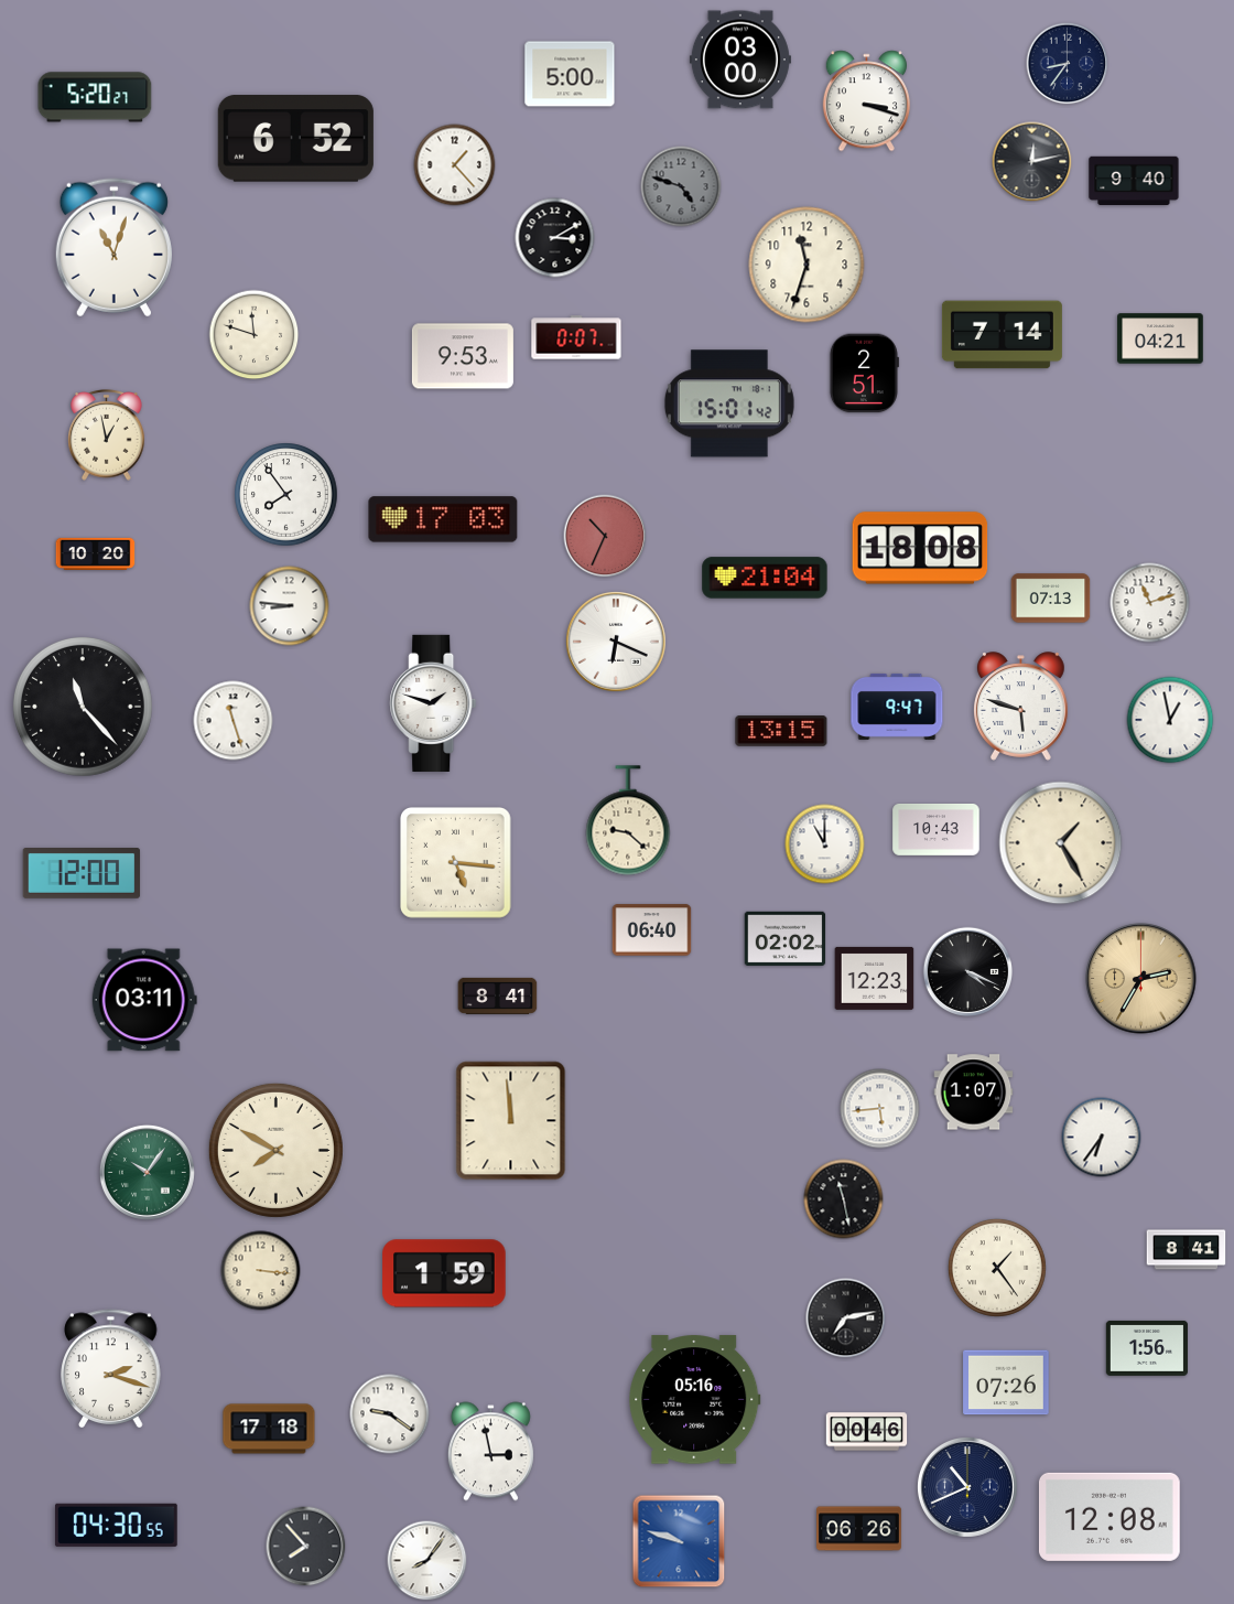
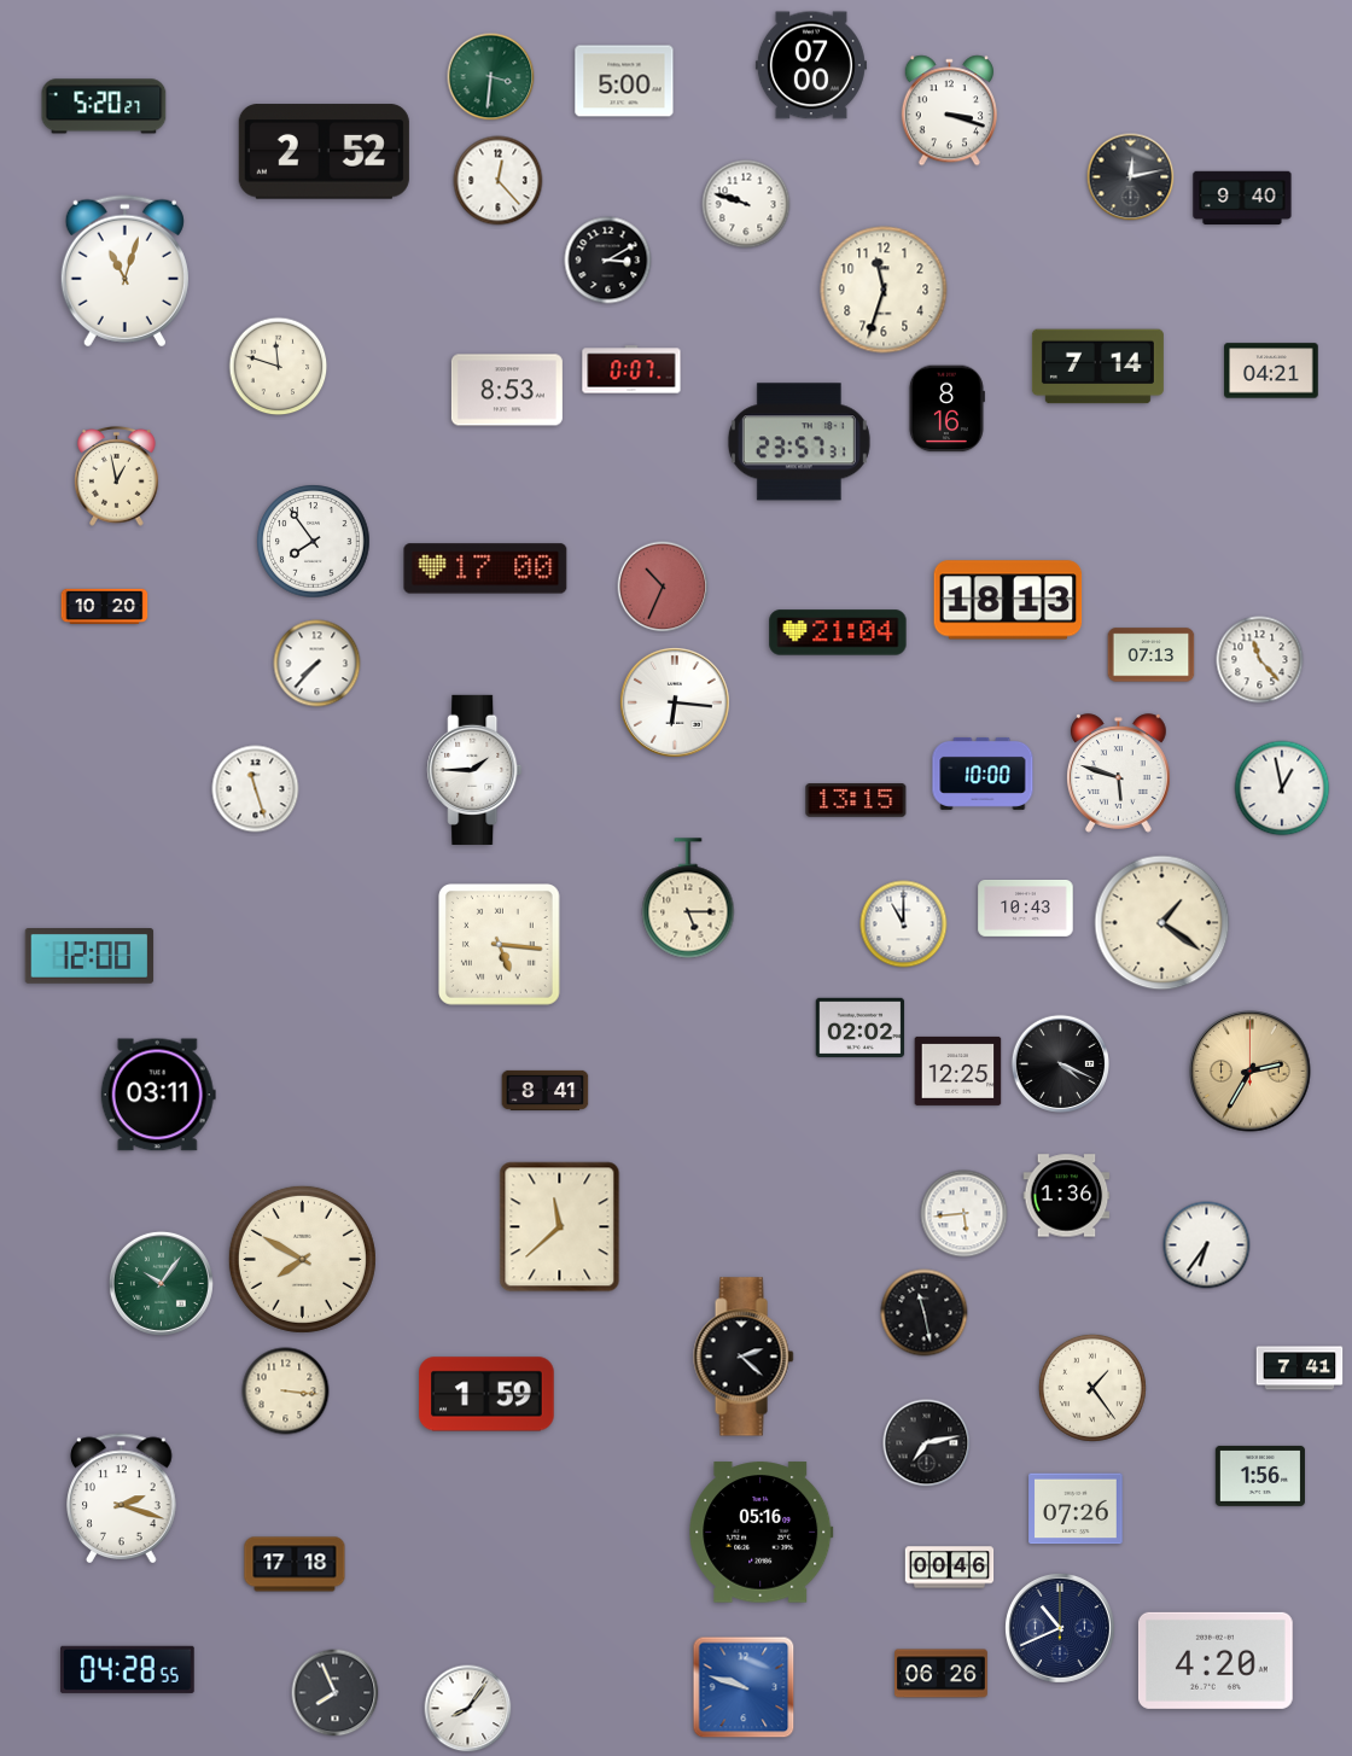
clock at (740, 60): 03:00 -> 07:00
clock at (1068, 64): 8:36 -> none
clock at (491, 77): none -> 3:31
clock at (295, 139): 6:52 -> 2:52
clock at (455, 165): 1:23 -> 12:23
clock at (681, 186): 4:48 -> 9:48
clock at (681, 186) dial: grey -> white
clock at (463, 356): 9:53 -> 8:53
clock at (864, 374): 2:51 -> 8:16
clock at (729, 403): 15:01 -> 23:57
clock at (443, 519): 17:03 -> 17:00
clock at (920, 548): 18:08 -> 18:13
clock at (1150, 603): 11:12 -> 11:23
clock at (290, 606): 8:46 -> 7:37
clock at (616, 642): 6:19 -> 6:16
clock at (433, 703): 1:48 -> 1:45
clock at (83, 707): 11:23 -> none
clock at (897, 707): 9:47 -> 10:00
clock at (628, 820): 9:22 -> 5:15
clock at (1061, 843): 1:25 -> 1:21
clock at (652, 930): 06:40 -> none
clock at (875, 978): 12:23 -> 12:25
clock at (974, 1092): 1:07 -> 1:36
clock at (511, 1121): 11:59 -> 11:38
clock at (744, 1357): none -> 2:22
clock at (1187, 1250): 8:41 -> 7:41
clock at (1147, 1348) position: (1147, 1348) -> (1260, 1476)
clock at (1006, 1382) position: (1006, 1382) -> (1076, 1509)
clock at (390, 1414): 9:21 -> none
clock at (490, 1452): 2:58 -> none
clock at (1109, 1517): 12:08 -> 4:20
clock at (116, 1525): 04:30 -> 04:28
clock at (306, 1547): 7:53 -> 7:56
